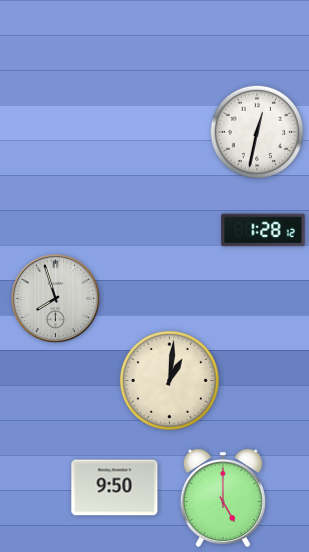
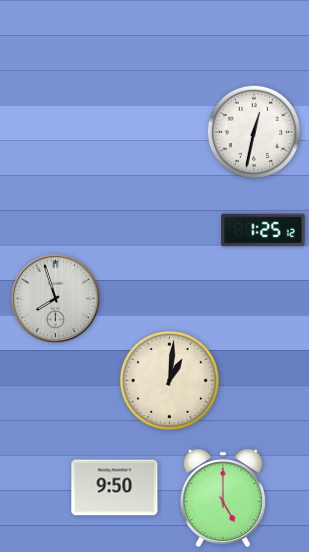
clock at (257, 132) position: (257, 132) -> (254, 132)
clock at (263, 230): 1:28 -> 1:25
